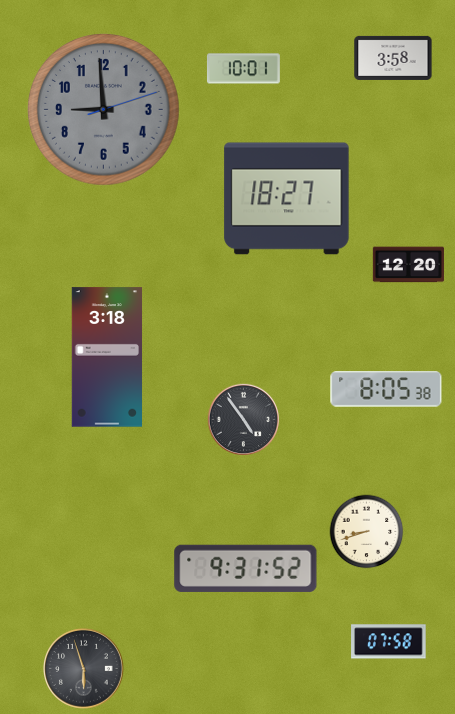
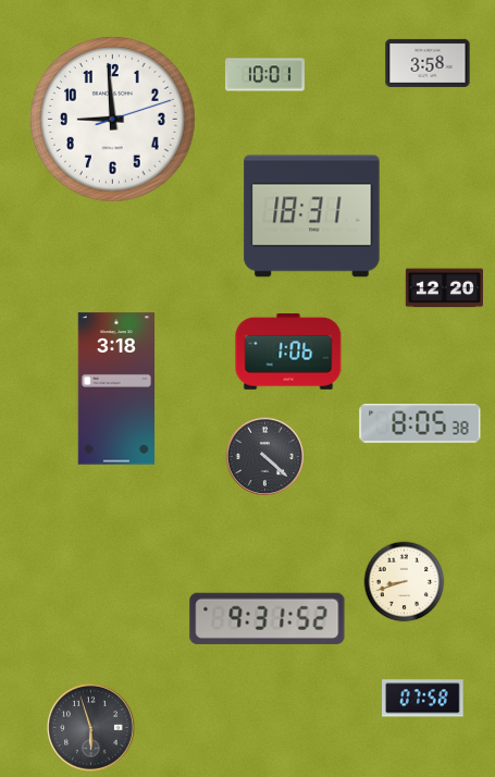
clock at (104, 110) dial: grey -> white
clock at (287, 199): 18:27 -> 18:31
clock at (288, 351): none -> 1:06
clock at (243, 419): 4:54 -> 4:22
clock at (367, 532) position: (367, 532) -> (405, 582)
